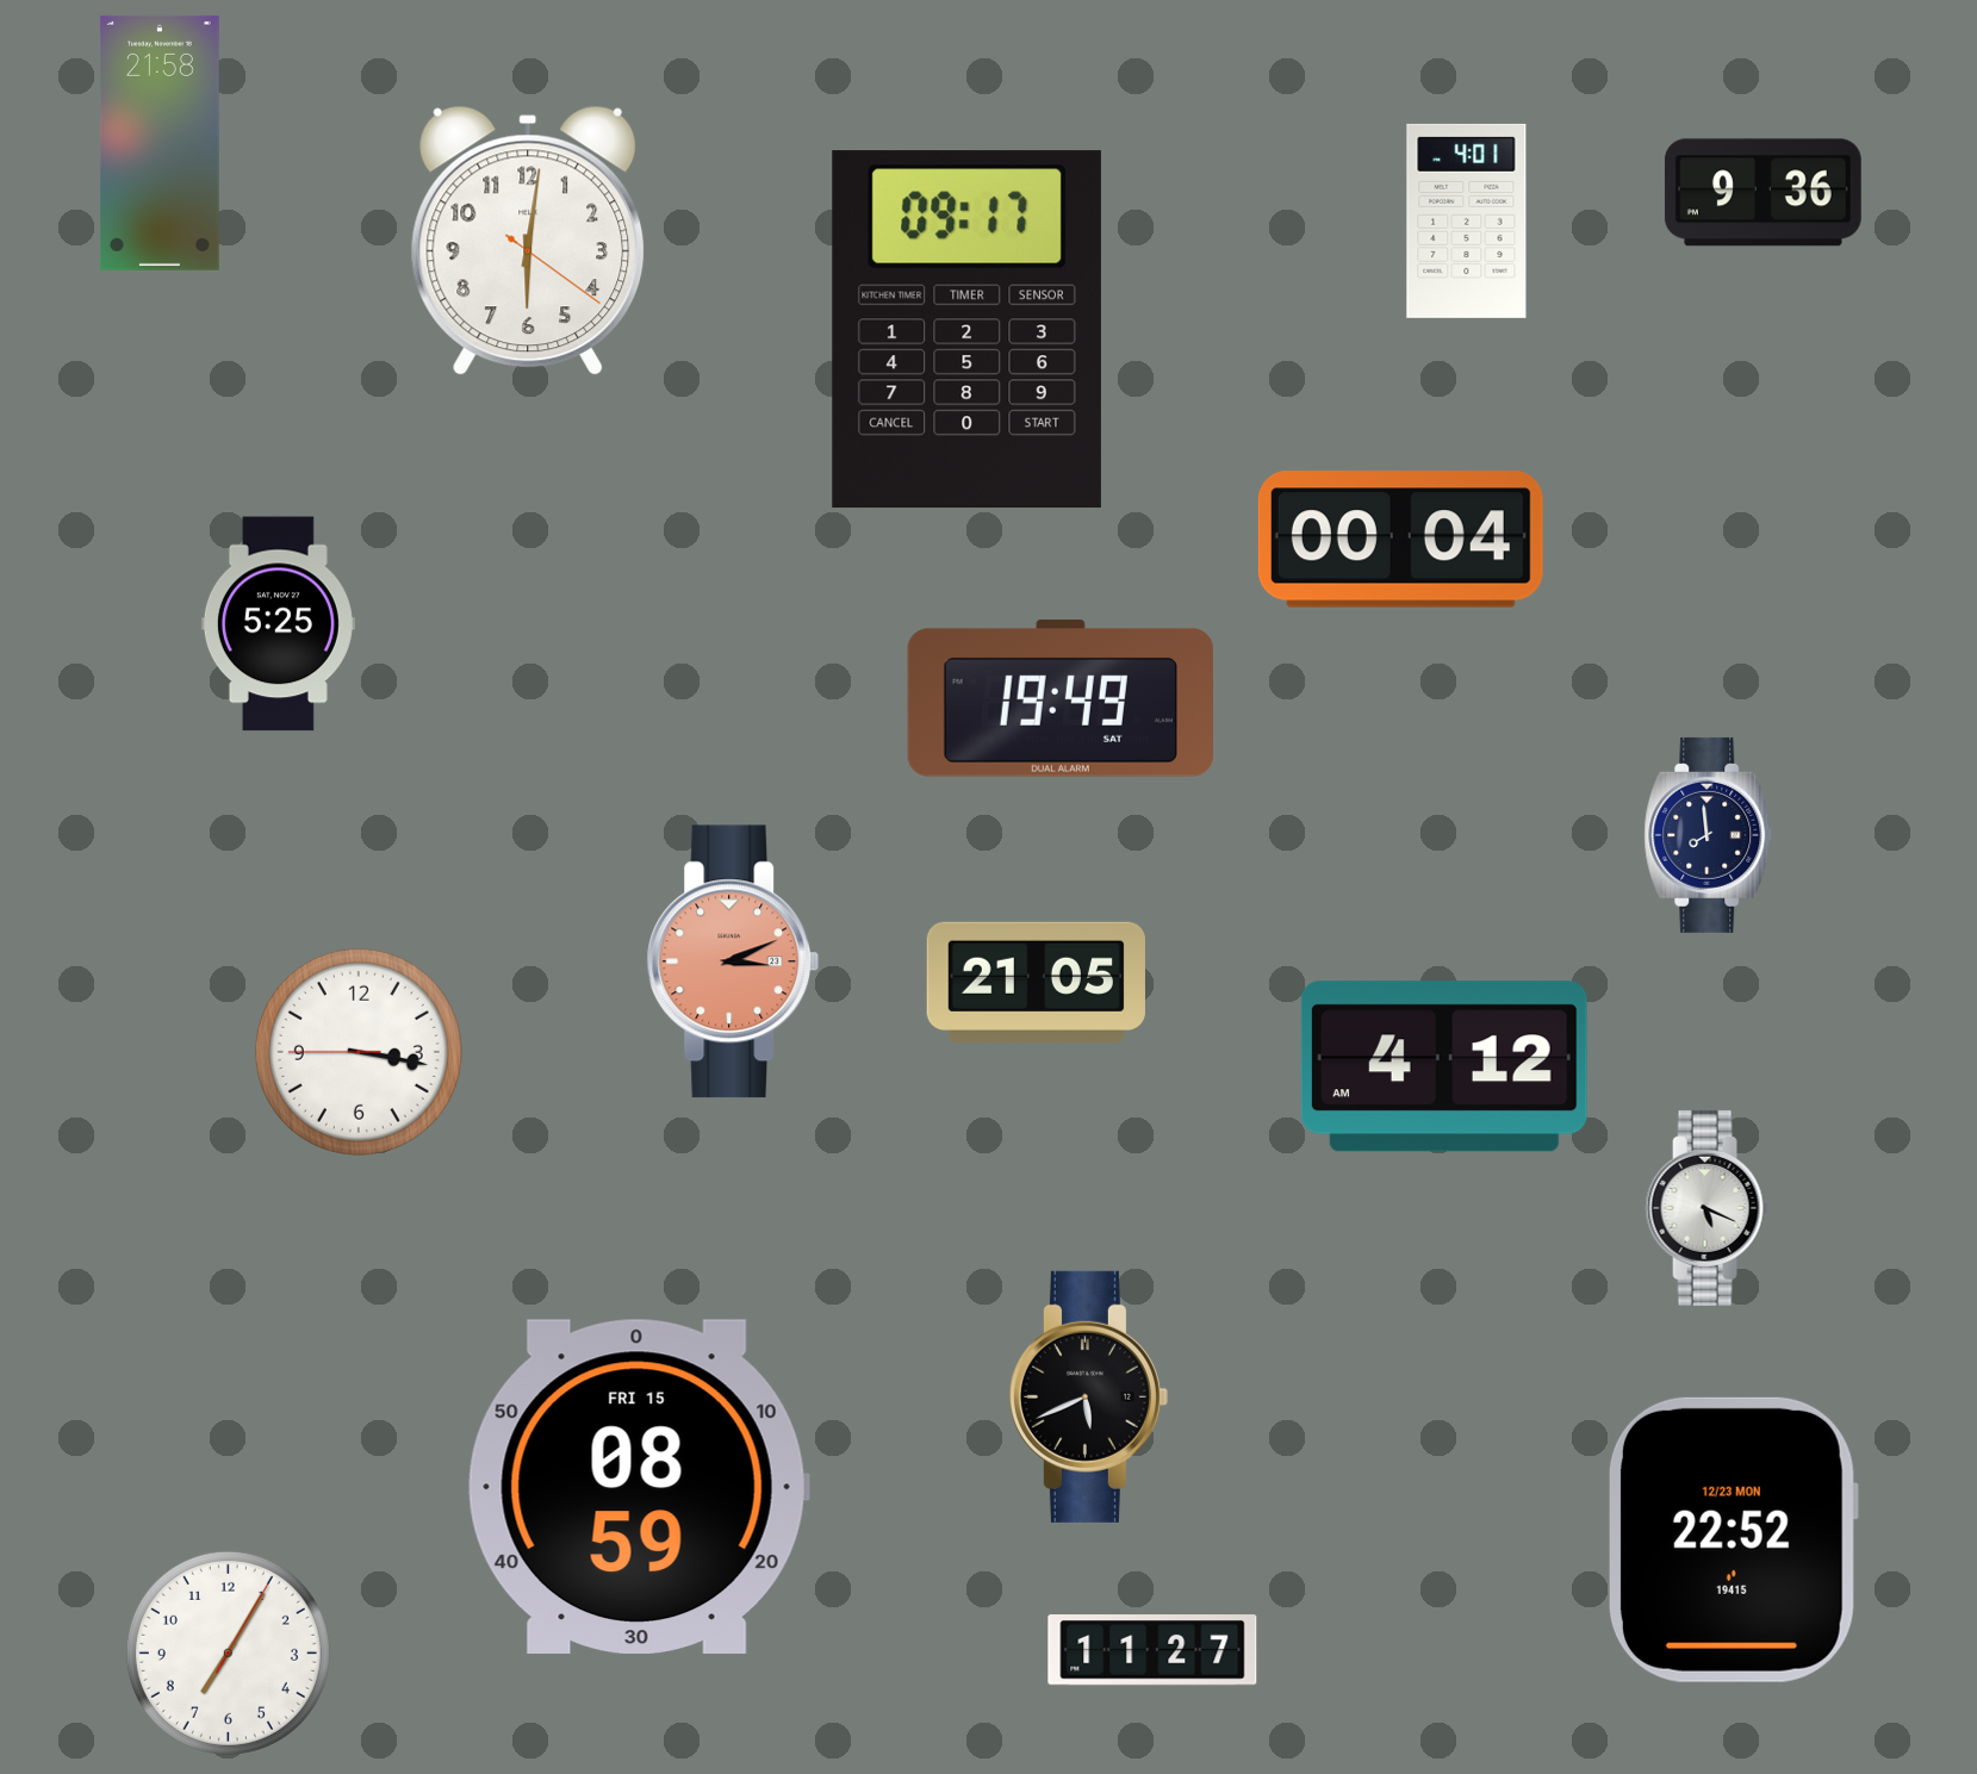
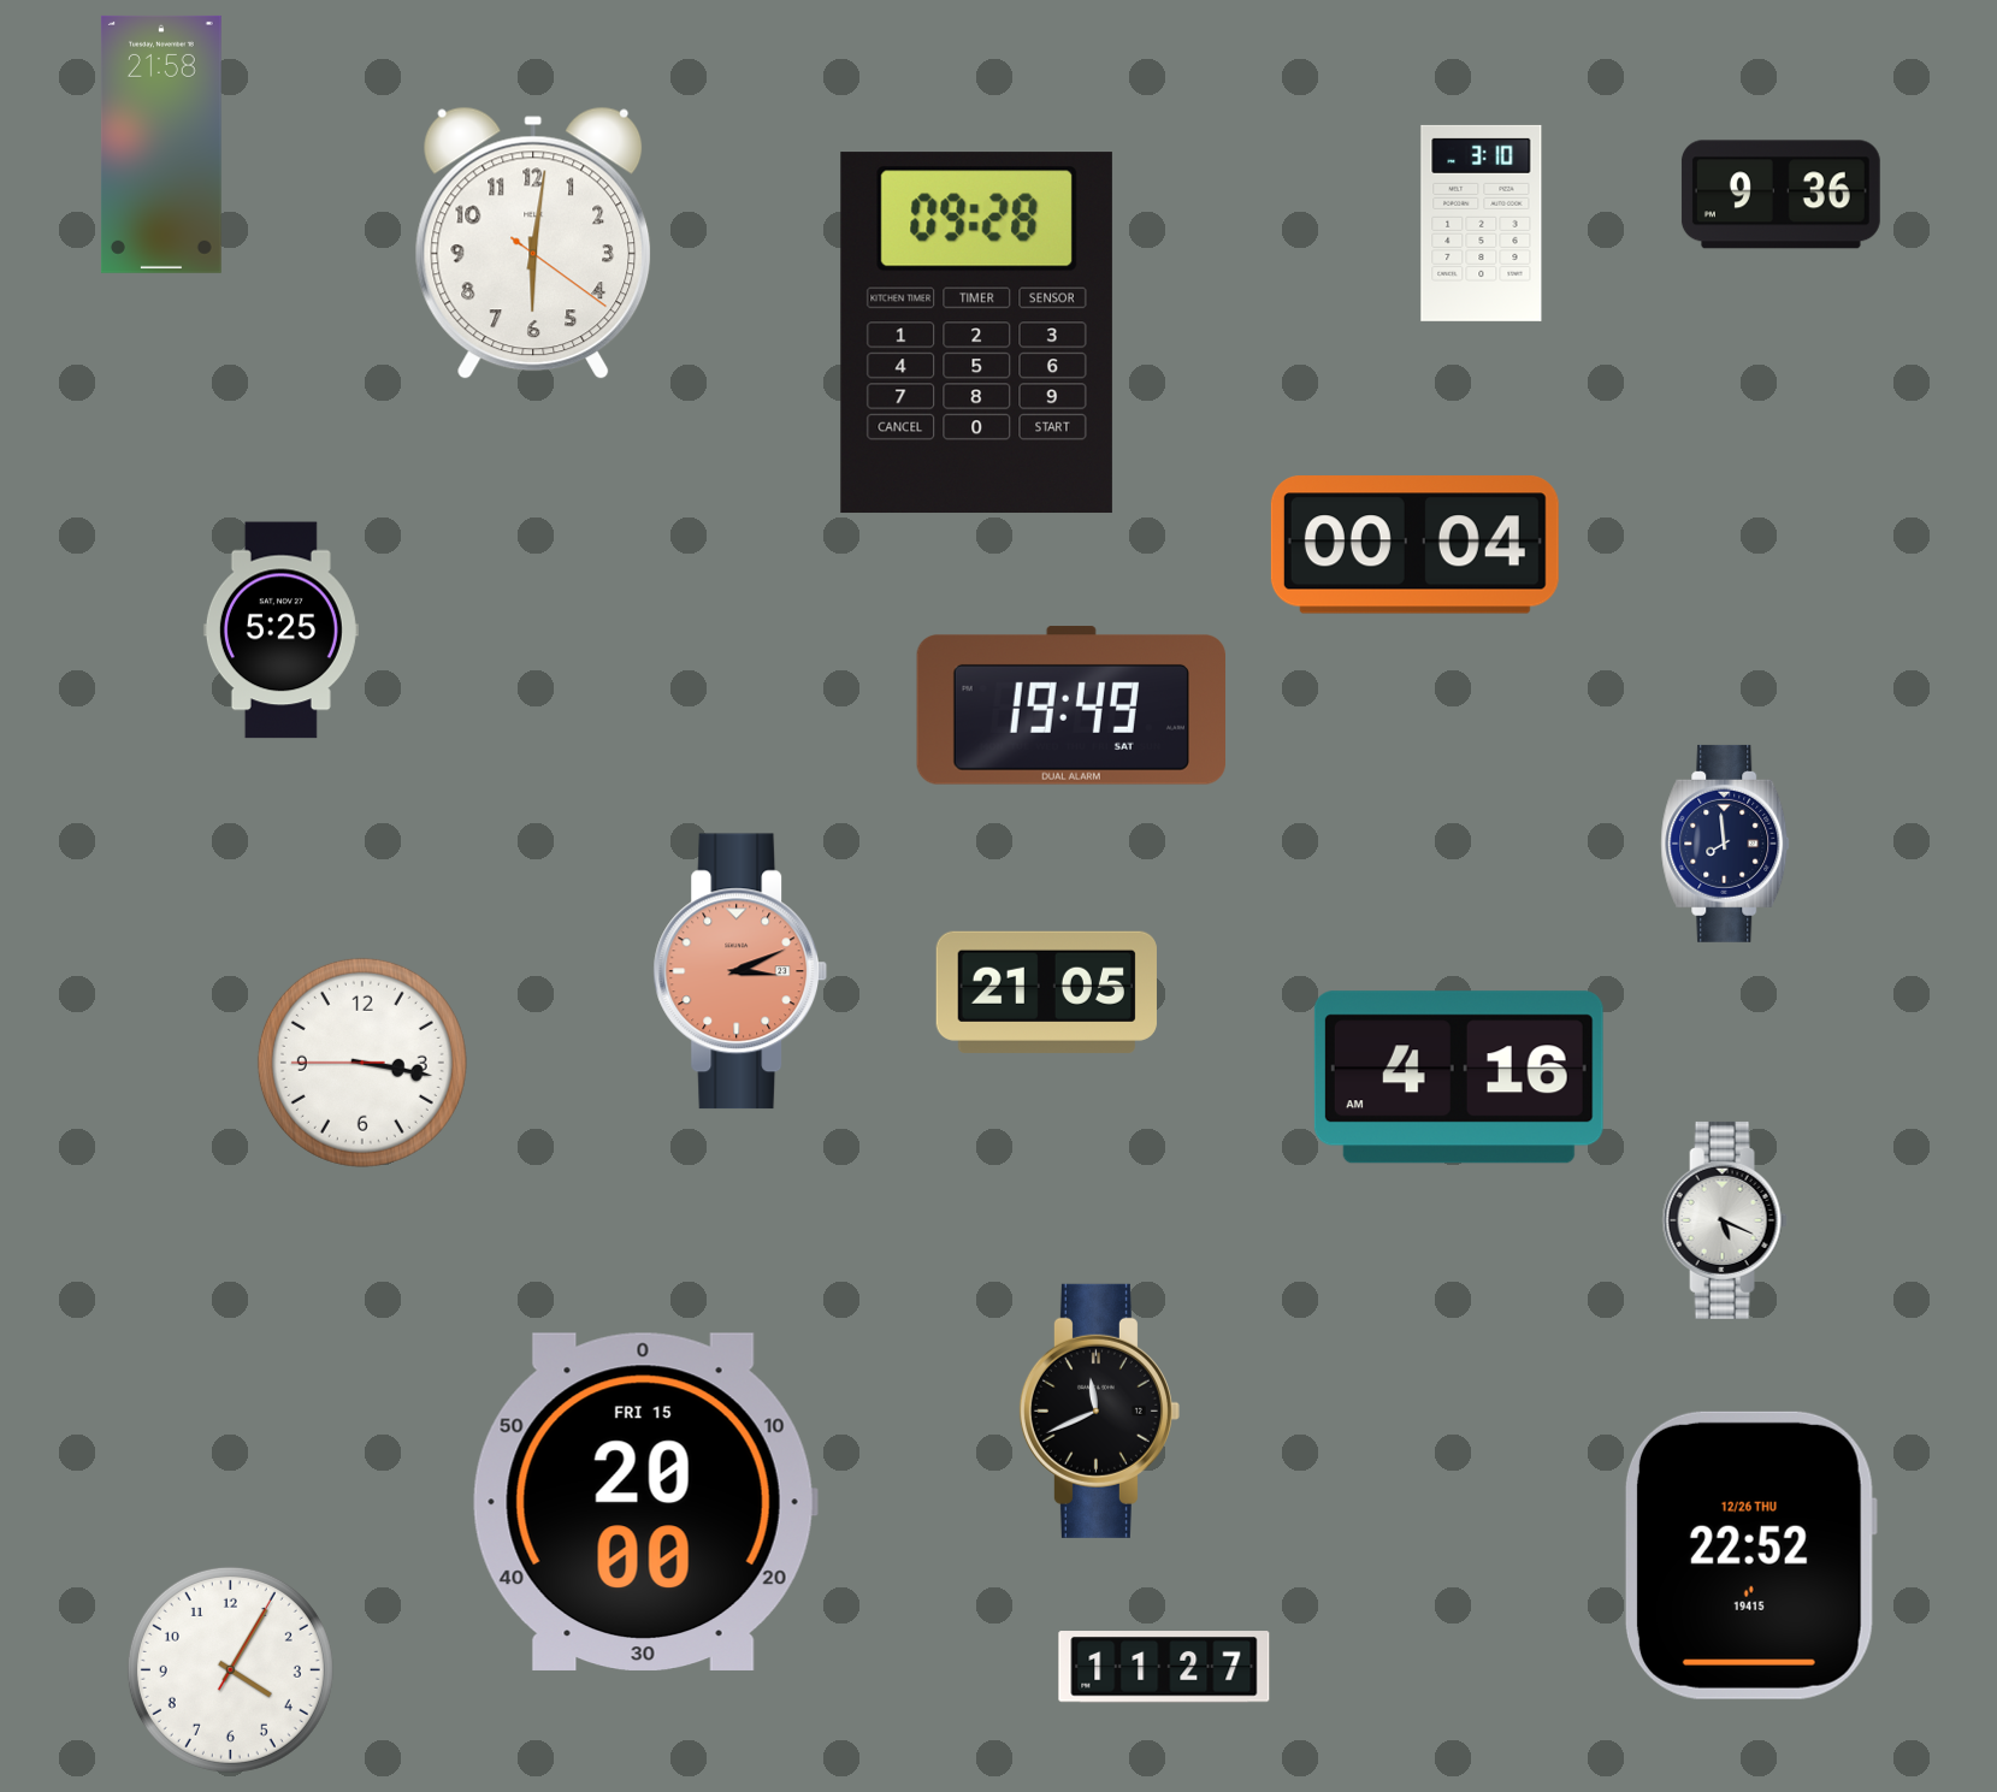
clock at (1467, 220): 4:01 -> 3:10
clock at (966, 330): 09:17 -> 09:28
clock at (1444, 1066): 4:12 -> 4:16
clock at (1088, 1396): 5:41 -> 11:41
clock at (639, 1487): 08:59 -> 20:00
clock at (1733, 1539) date: 12/23 MON -> 12/26 THU
clock at (228, 1652): 7:05 -> 4:05
